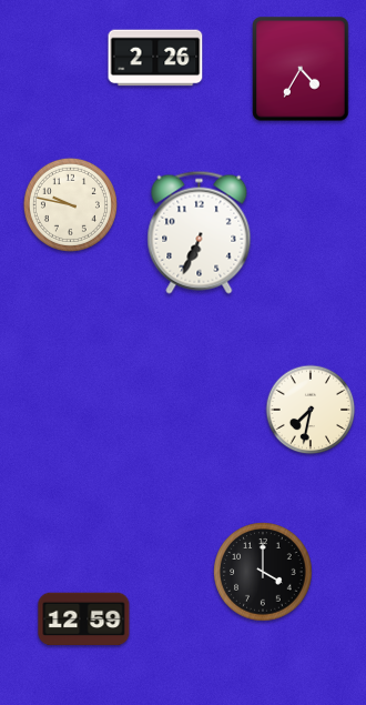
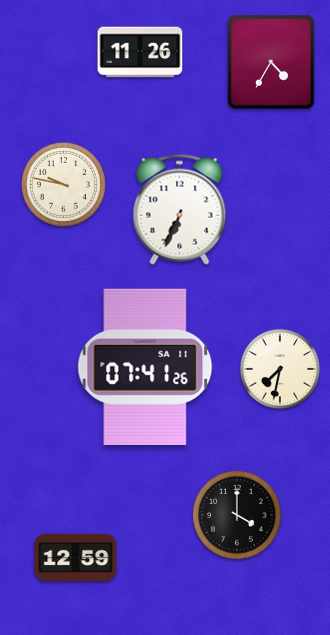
clock at (155, 58): 2:26 -> 11:26
clock at (145, 367): none -> 07:41
